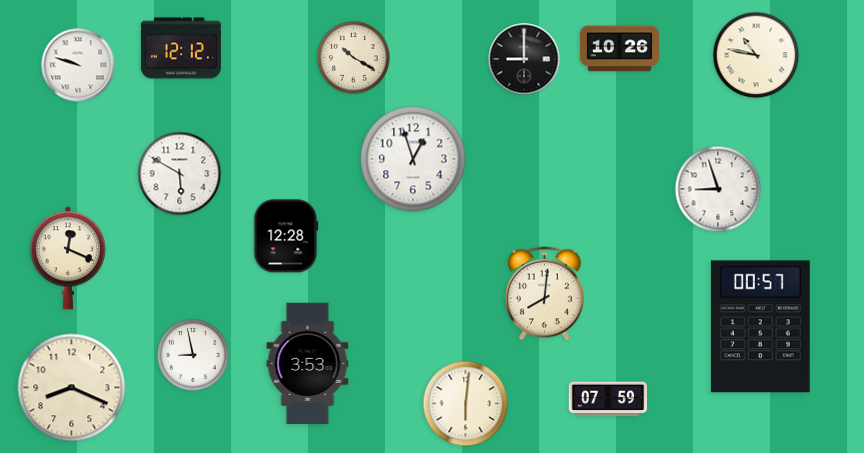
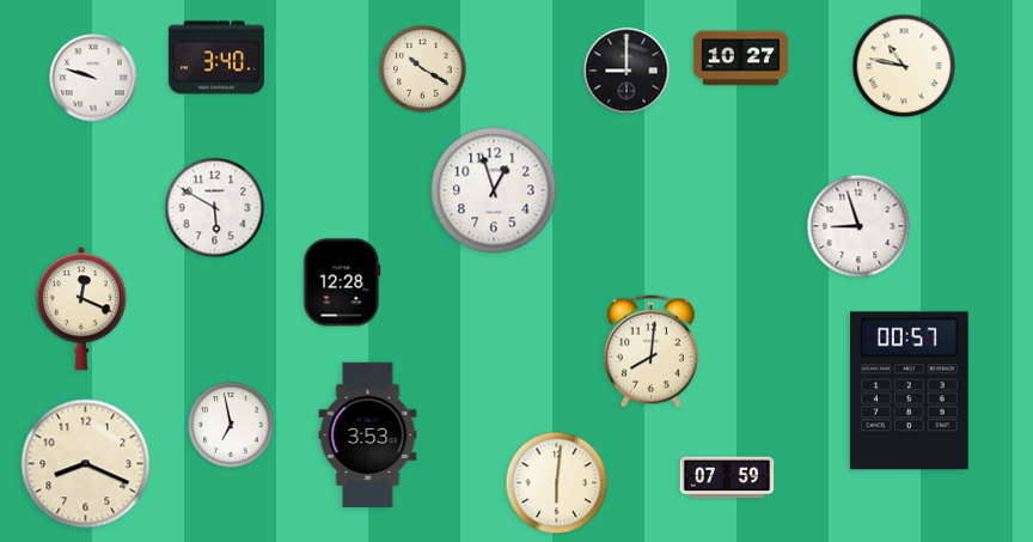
clock at (181, 48): 12:12 -> 3:40
clock at (619, 49): 10:26 -> 10:27
clock at (193, 355): 8:58 -> 6:58
